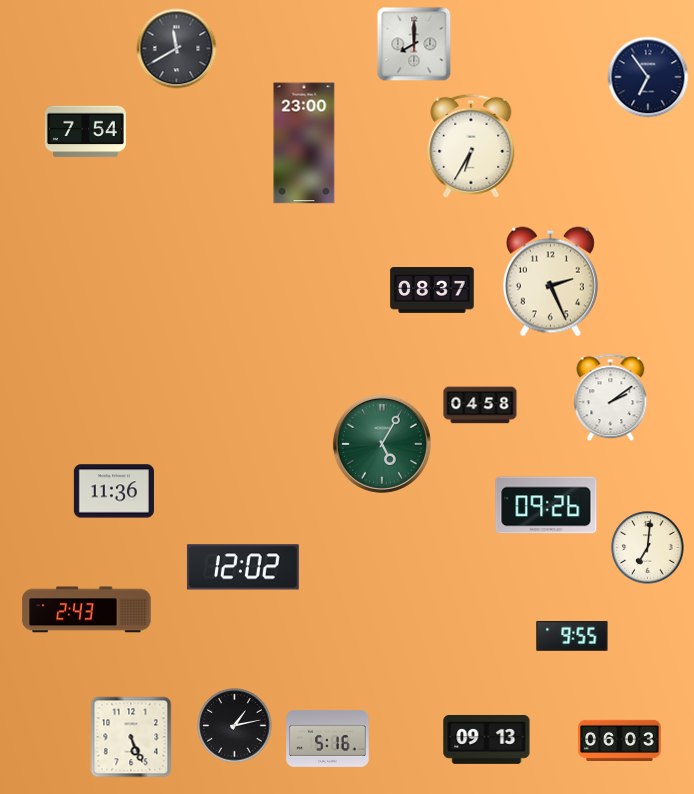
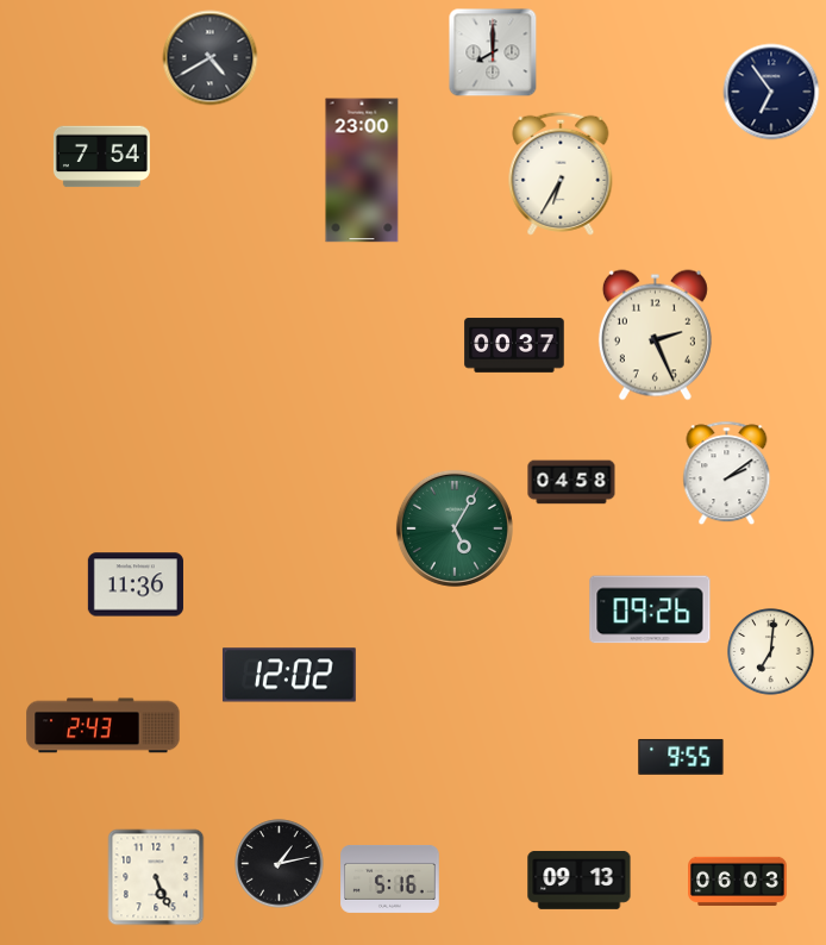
clock at (177, 49): 11:40 -> 4:40
clock at (432, 290): 08:37 -> 00:37
clock at (546, 505) position: (546, 505) -> (650, 609)
